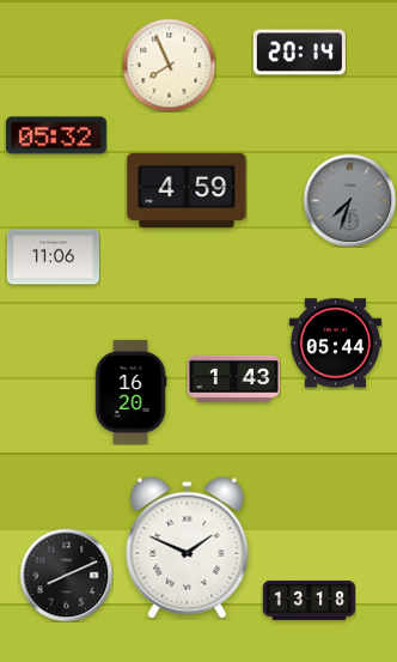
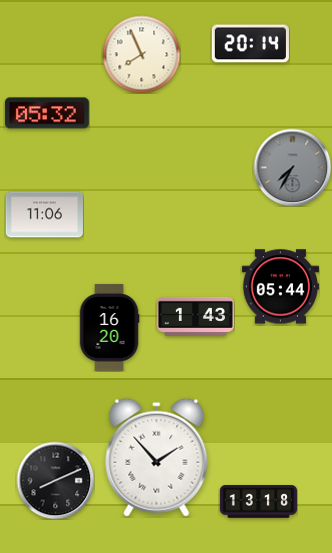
clock at (187, 190): 4:59 -> none
clock at (349, 200): 7:33 -> 7:35
clock at (188, 547): 1:49 -> 1:53
